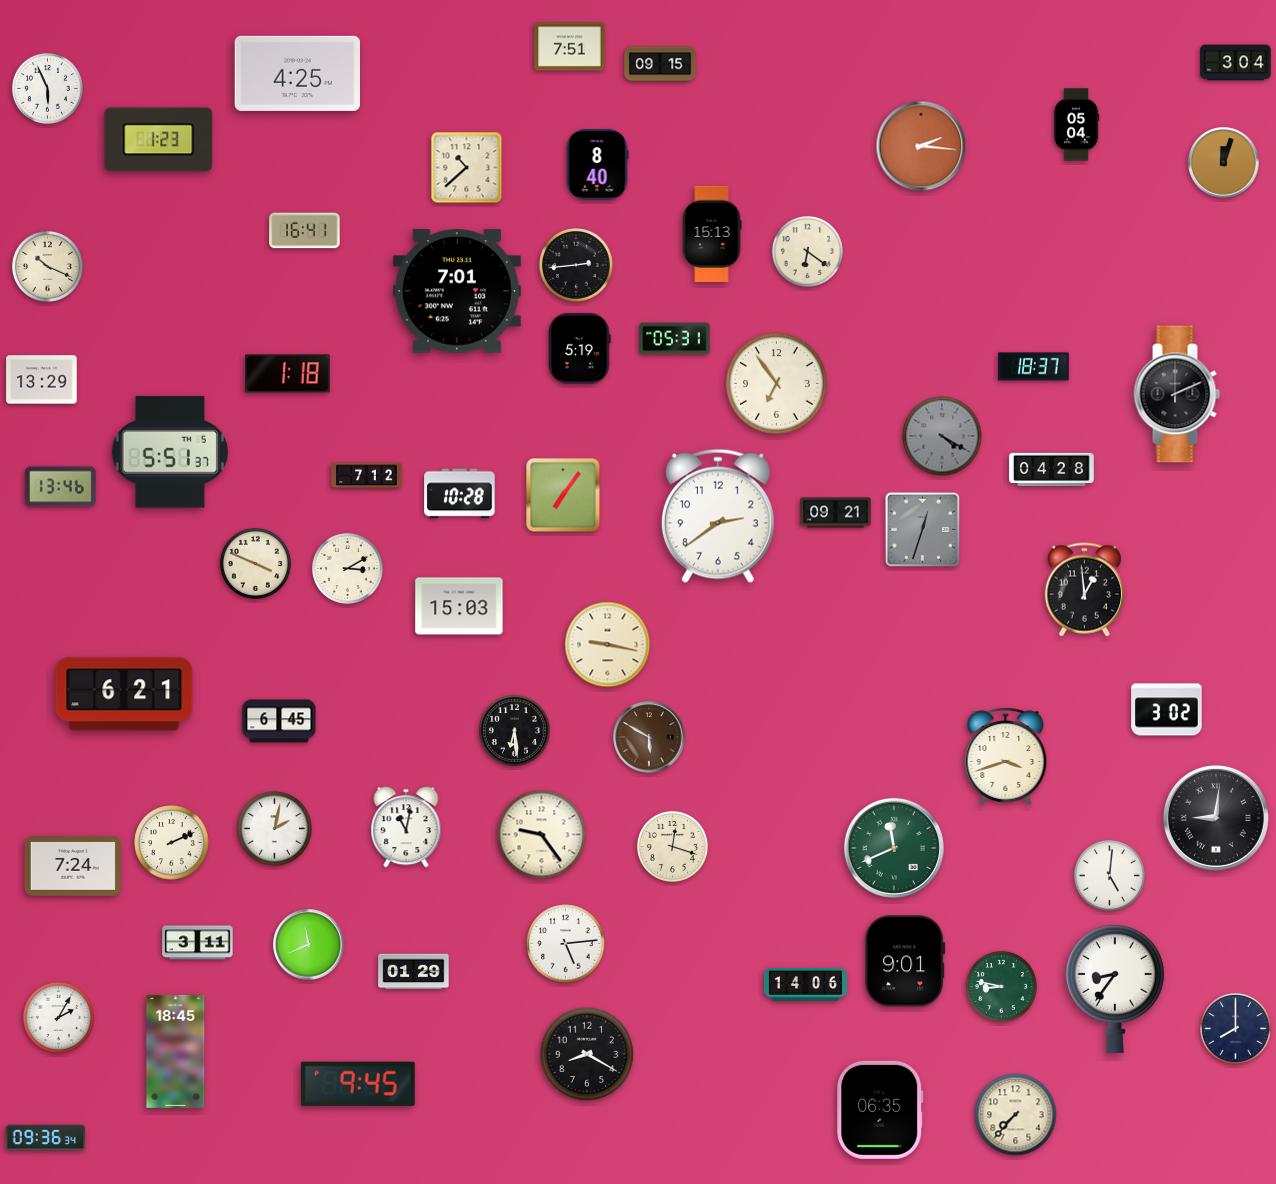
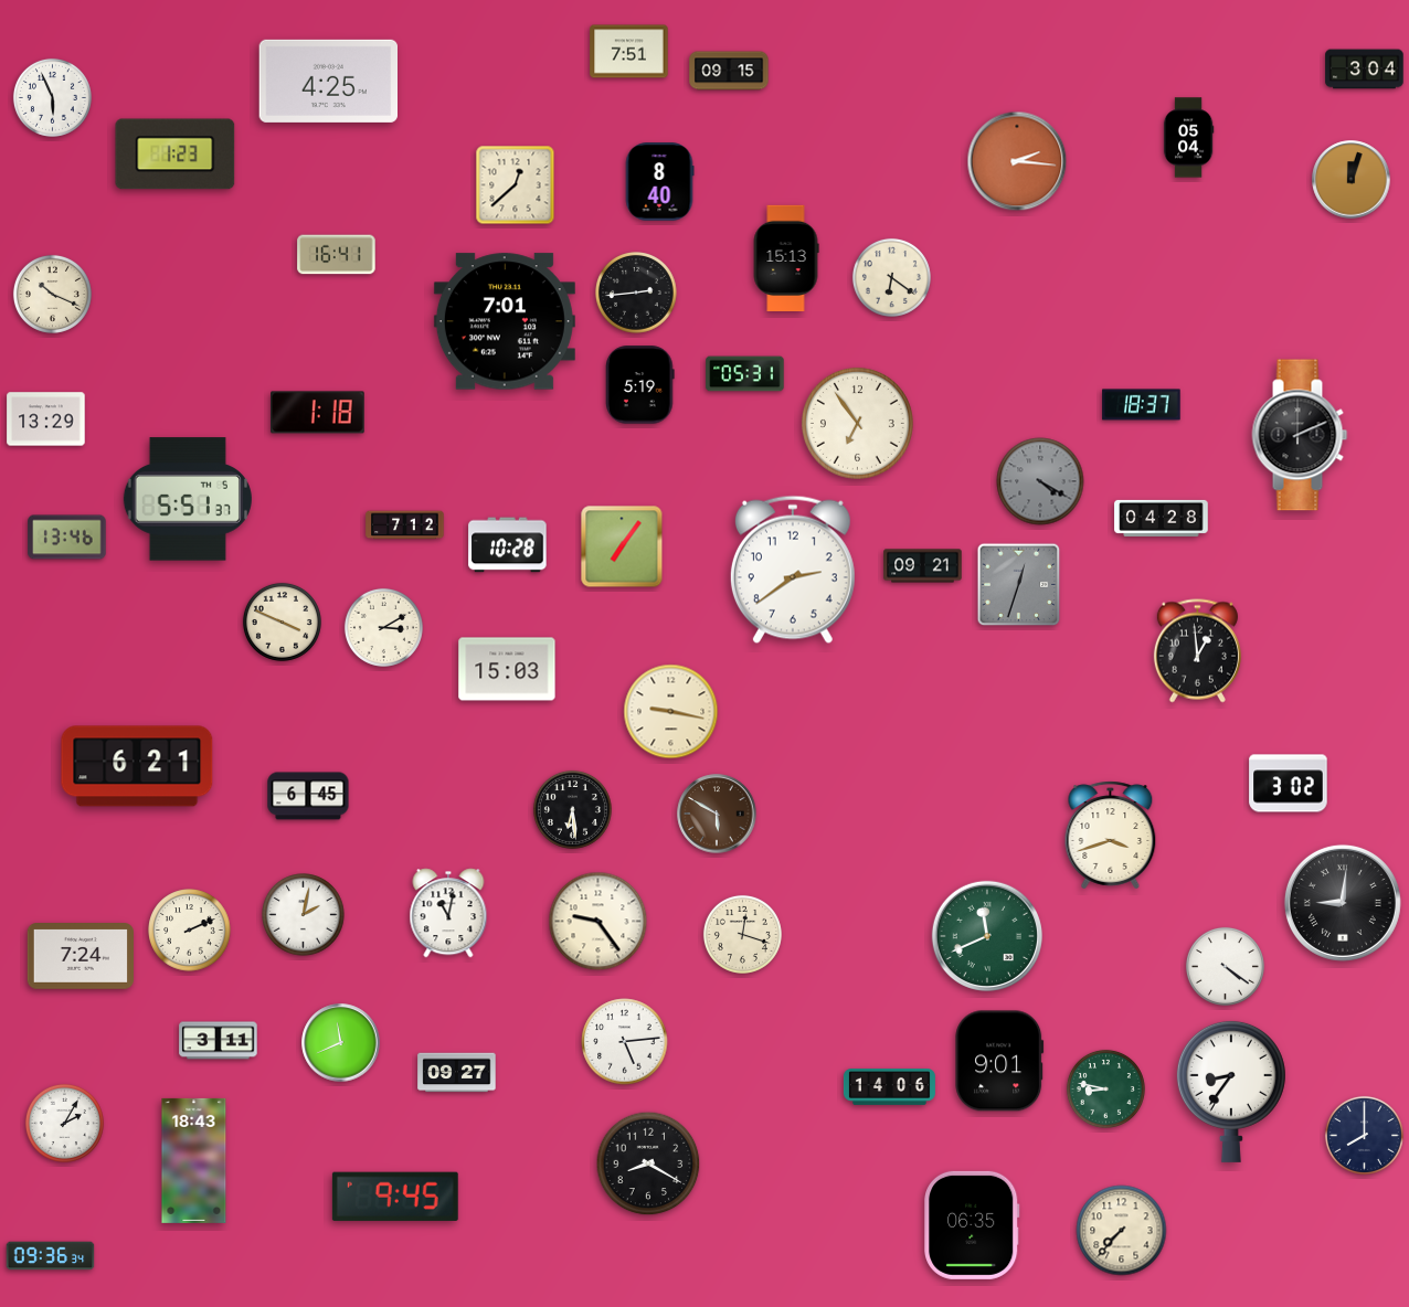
clock at (467, 168): 10:38 -> 12:38
clock at (514, 730) position: (514, 730) -> (572, 809)
clock at (1109, 875): 5:01 -> 4:21
clock at (414, 972): 01:29 -> 09:27
clock at (176, 1051): 18:45 -> 18:43
